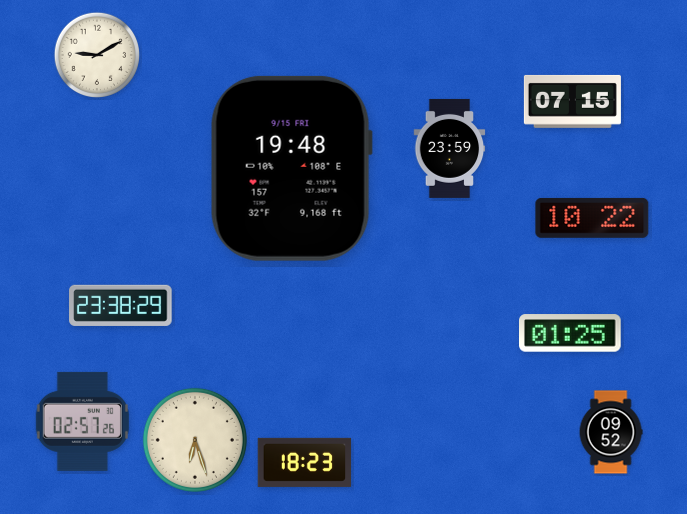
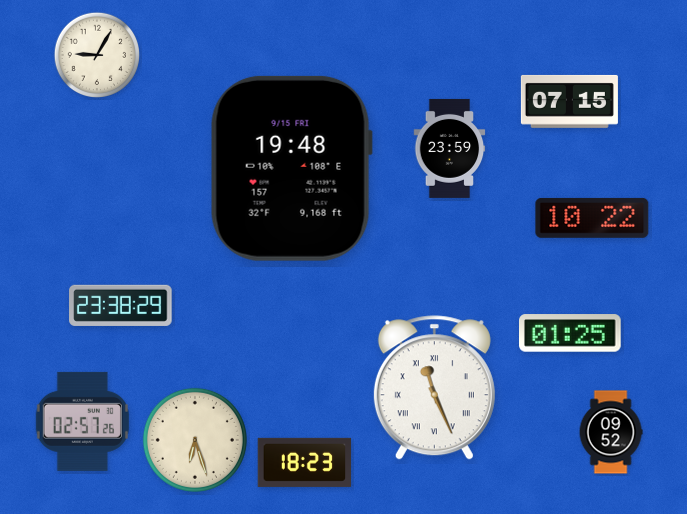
clock at (96, 54): 9:10 -> 9:05
clock at (572, 101) position: (572, 101) -> (569, 101)
clock at (434, 388): none -> 11:26
